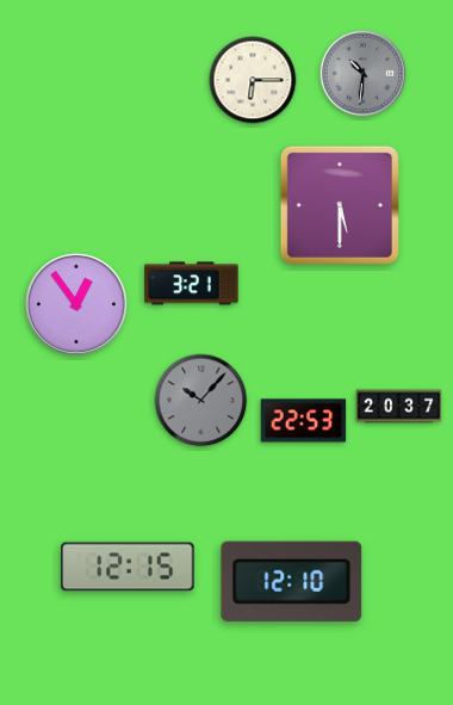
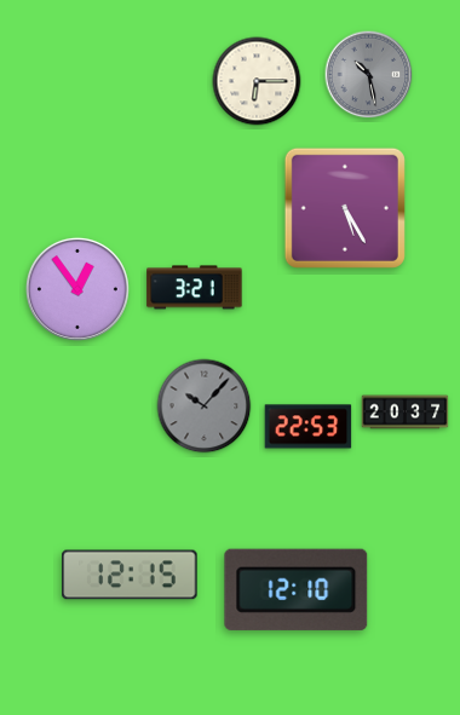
clock at (364, 74): 10:31 -> 10:28
clock at (340, 205): 5:30 -> 5:25
clock at (76, 304) position: (76, 304) -> (77, 289)
